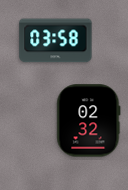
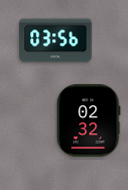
clock at (56, 41): 03:58 -> 03:56
